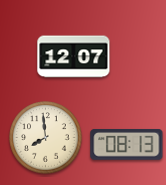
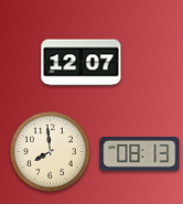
clock at (127, 144) position: (127, 144) -> (140, 153)
